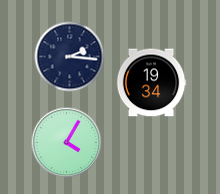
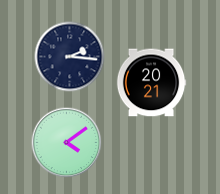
clock at (151, 83): 19:34 -> 20:21
clock at (67, 143): 4:05 -> 4:09
